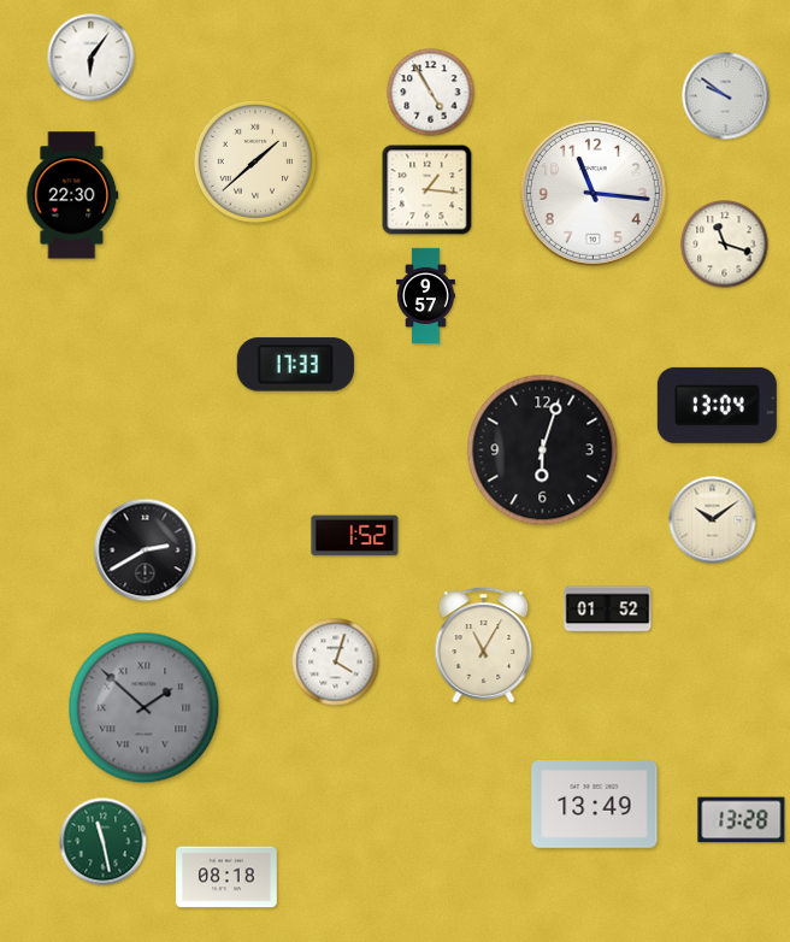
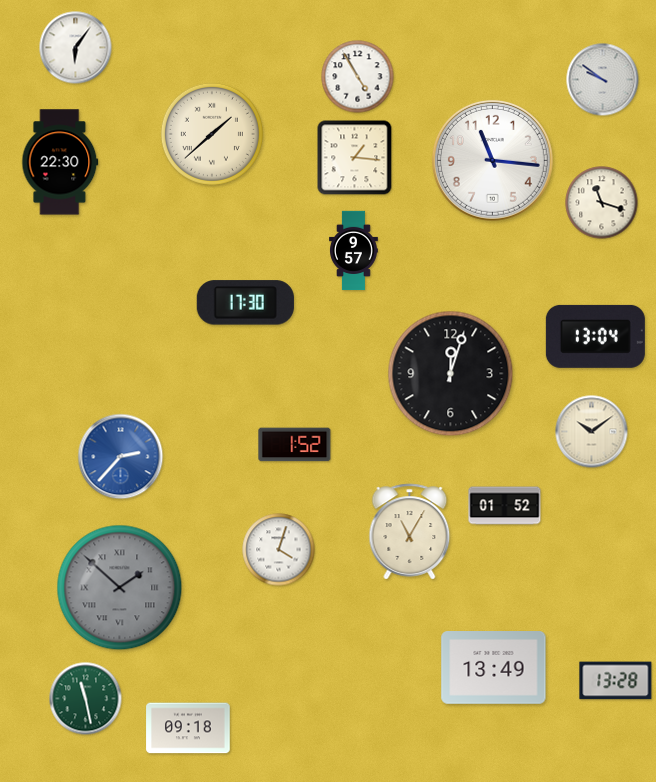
clock at (426, 296) position: (426, 296) -> (354, 251)
clock at (295, 365): 17:33 -> 17:30
clock at (543, 451): 6:03 -> 12:03
clock at (146, 551): 2:40 -> 2:37
clock at (146, 551) dial: black -> blue
clock at (484, 646) position: (484, 646) -> (410, 532)
clock at (226, 877): 08:18 -> 09:18
